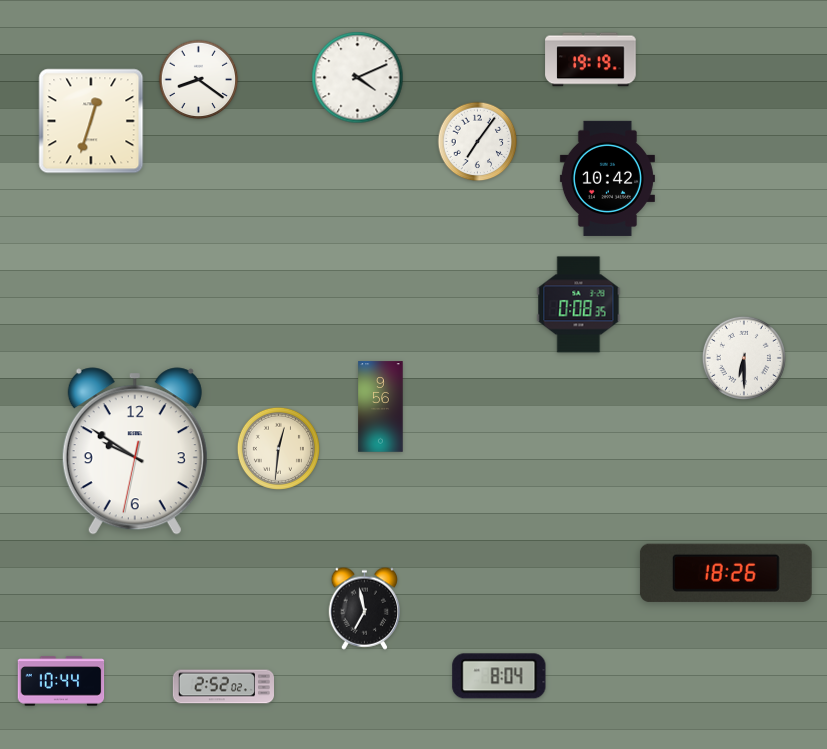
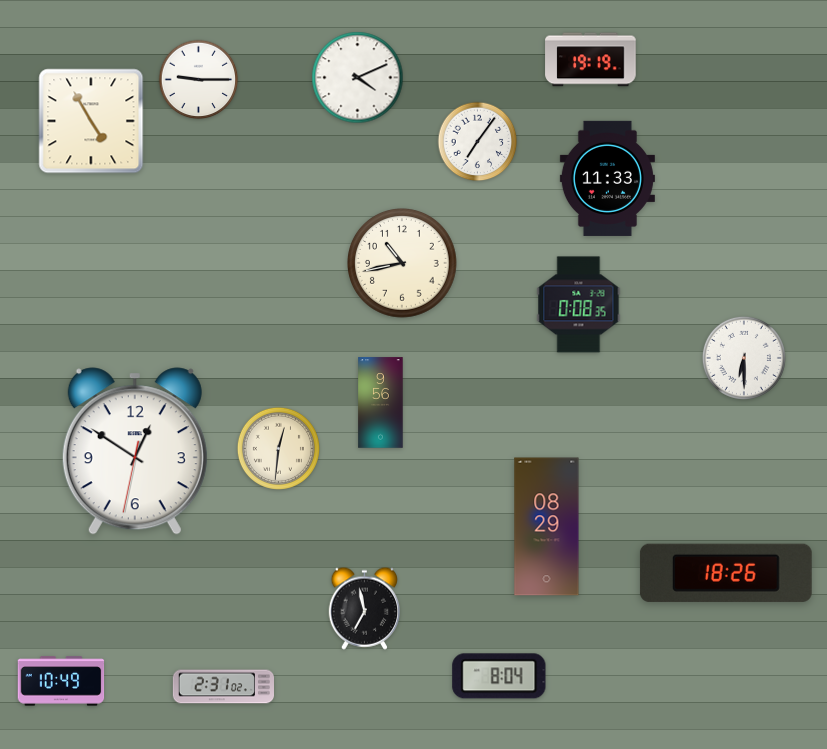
clock at (199, 80): 8:21 -> 9:15
clock at (91, 121): 12:33 -> 4:55
clock at (607, 178): 10:42 -> 11:33
clock at (403, 264): none -> 10:43
clock at (381, 407) position: (381, 407) -> (381, 403)
clock at (135, 451): 9:50 -> 12:50
clock at (547, 527): none -> 08:29
clock at (61, 681): 10:44 -> 10:49
clock at (223, 687): 2:52 -> 2:31
